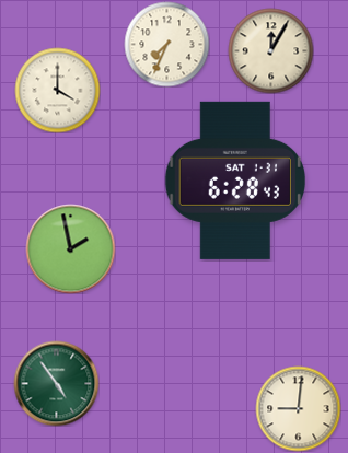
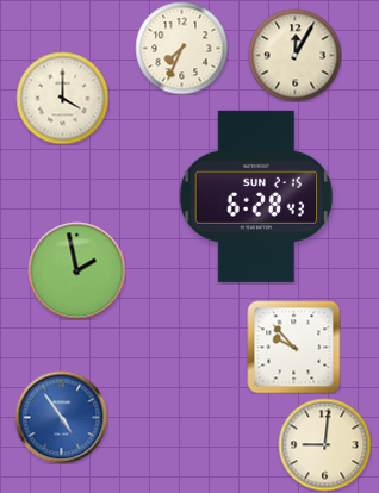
clock at (234, 181) date: SAT 1-31 -> SUN 2-15
clock at (293, 347): none -> 9:53
clock at (56, 383) dial: green -> blue
